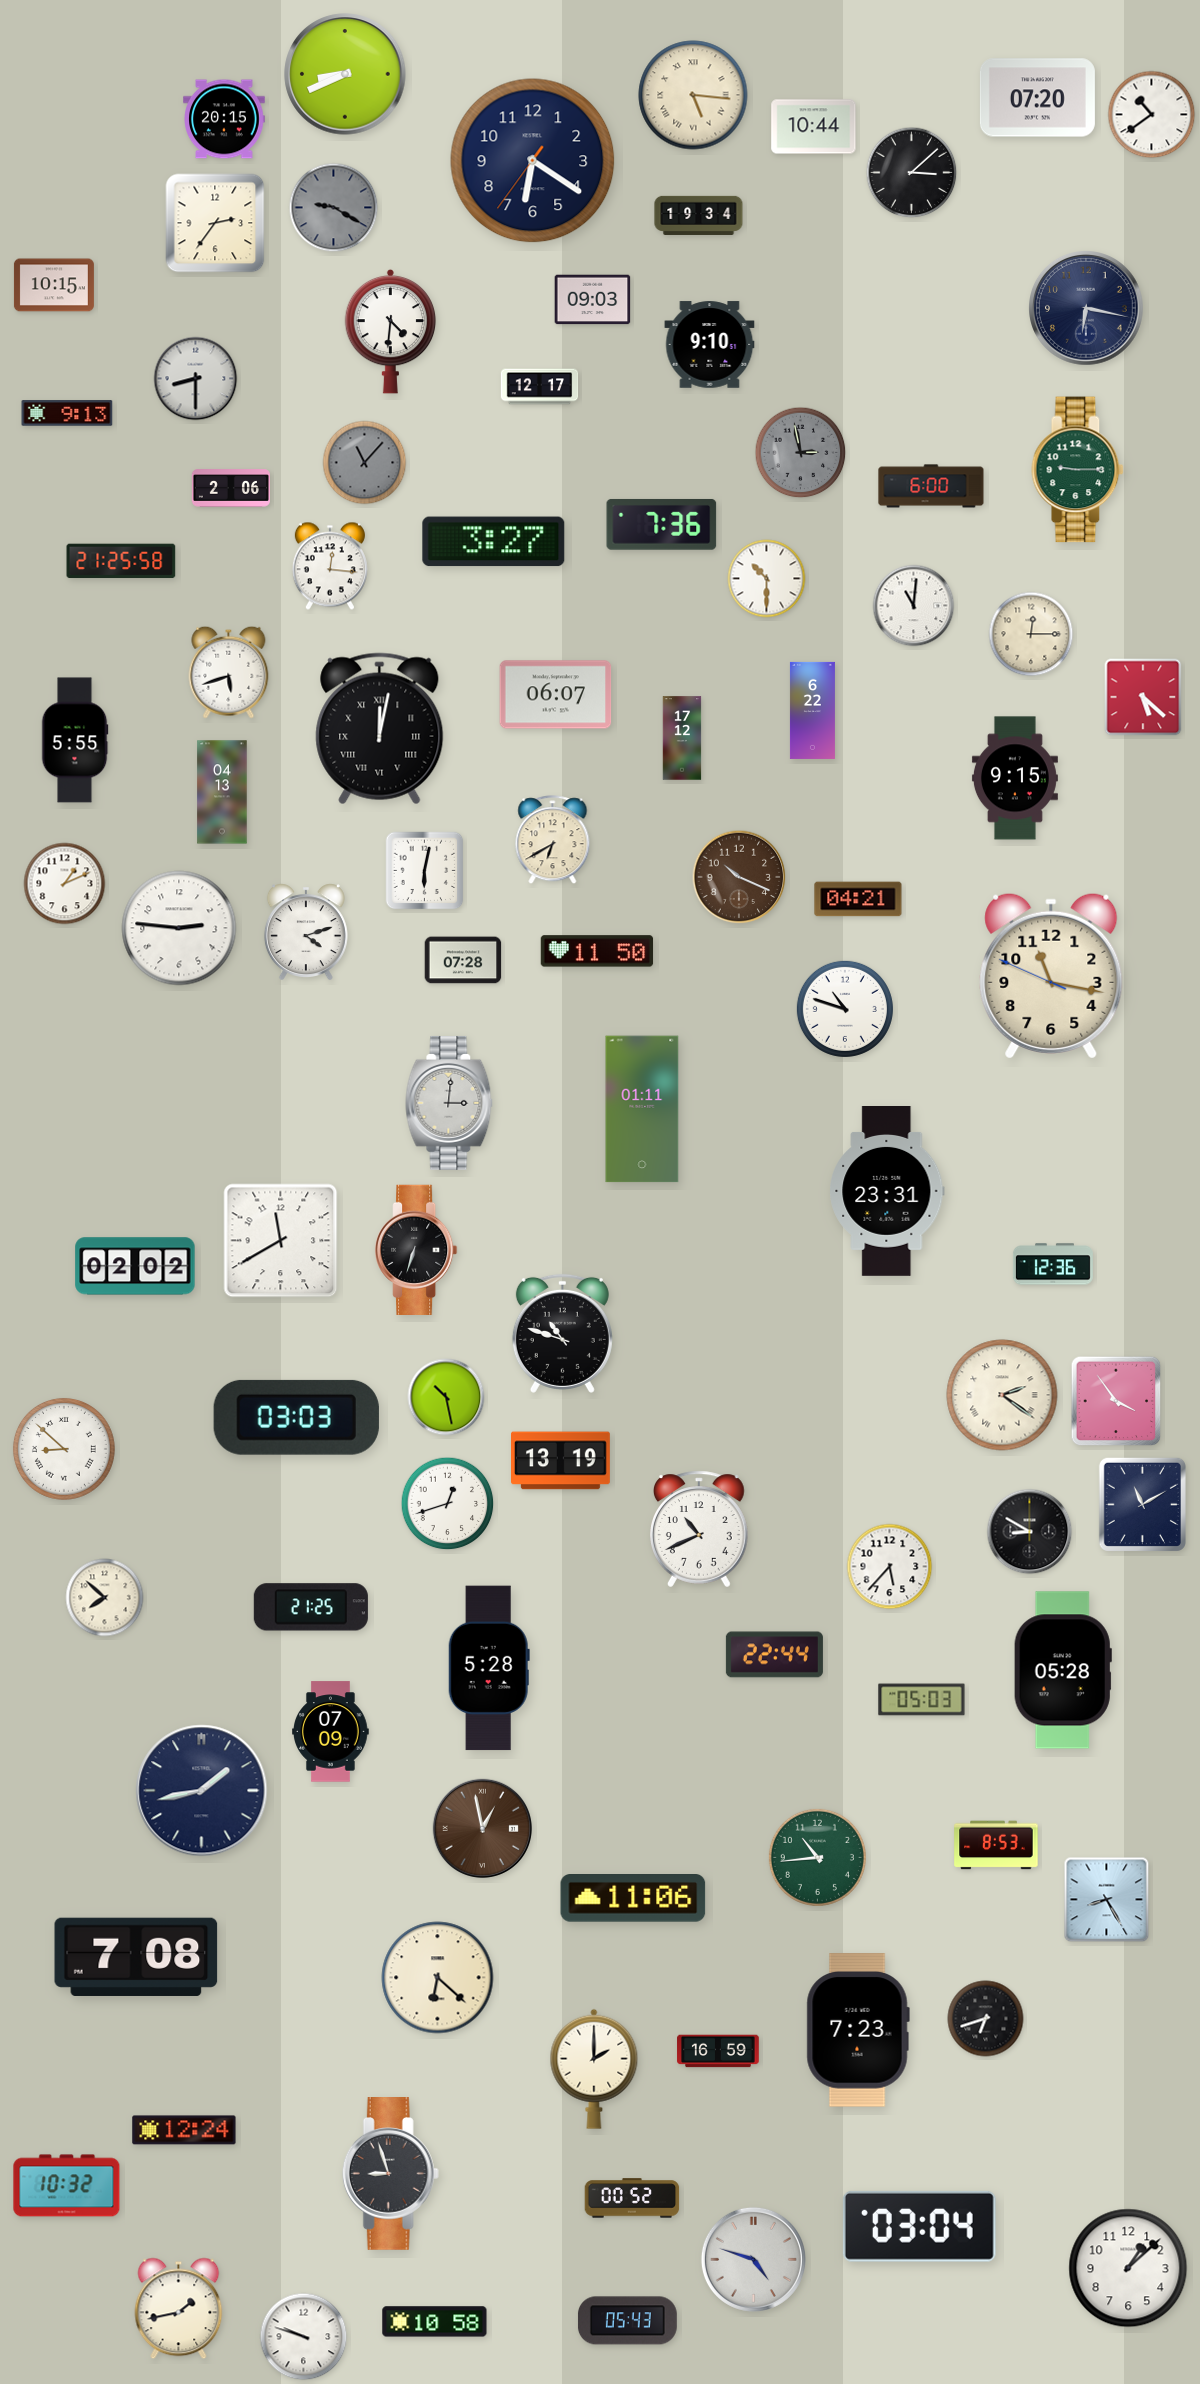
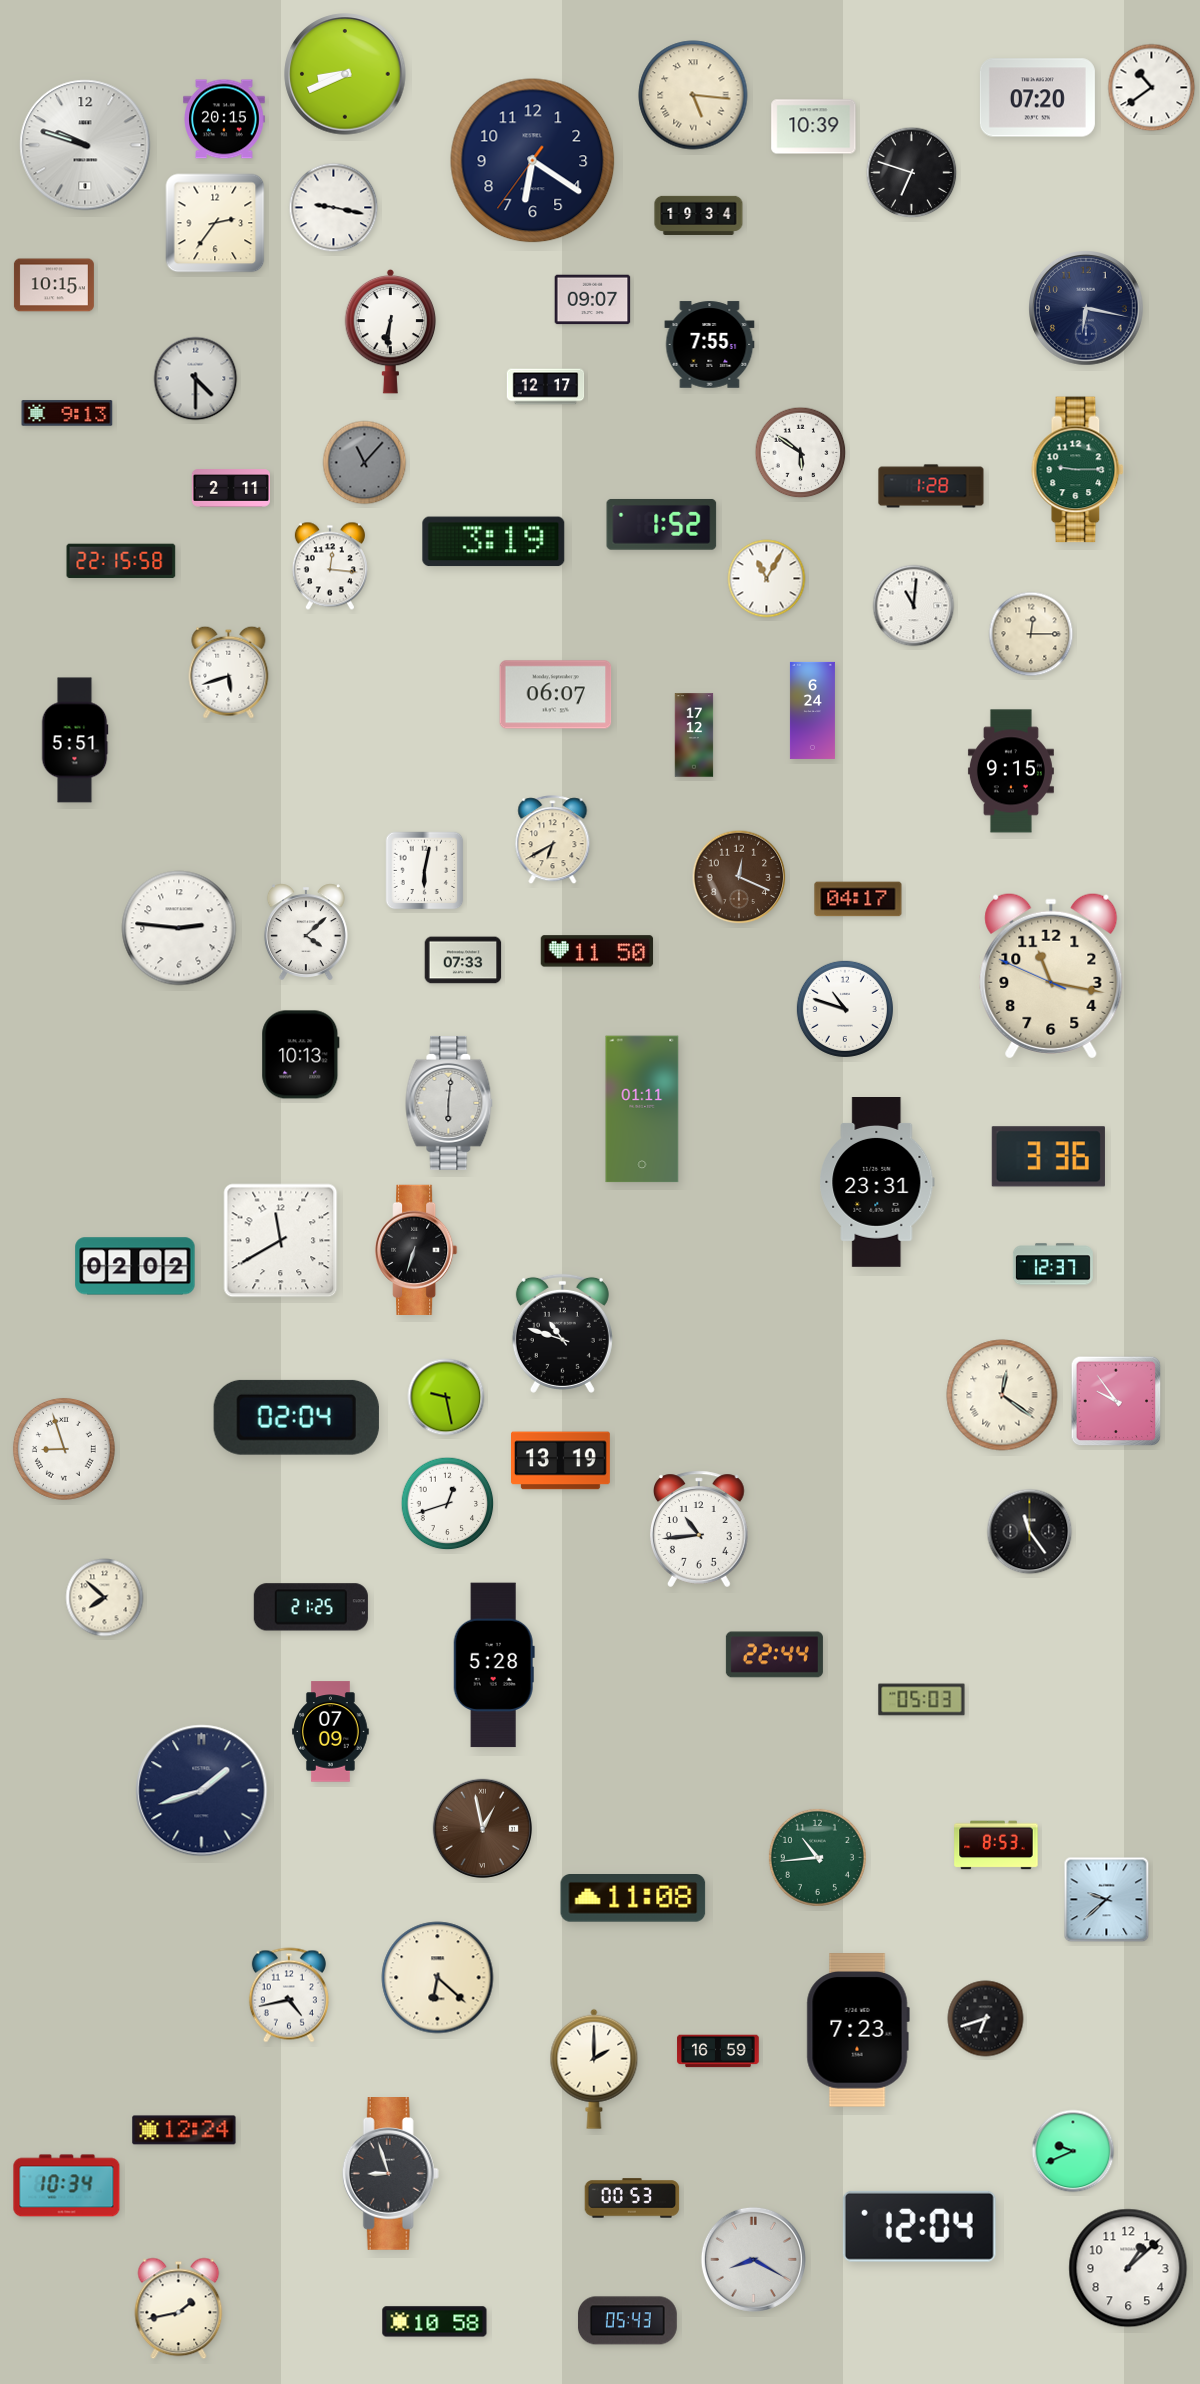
clock at (1152, 115) position: (1152, 115) -> (1152, 88)
clock at (814, 127): 10:44 -> 10:39
clock at (85, 145): none -> 9:48
clock at (912, 173): 3:08 -> 6:48
clock at (334, 208): 9:20 -> 9:17
clock at (334, 208) dial: grey -> white
clock at (593, 300): 09:03 -> 09:07
clock at (391, 331): 4:31 -> 6:31
clock at (710, 345): 9:10 -> 7:55
clock at (196, 379): 8:30 -> 4:30
clock at (540, 387) position: (540, 387) -> (546, 387)
clock at (801, 453): 2:58 -> 5:51
clock at (801, 453) dial: grey -> white
clock at (931, 486): 6:00 -> 1:28
clock at (230, 488): 2:06 -> 2:11
clock at (662, 524): 7:36 -> 1:52
clock at (494, 542): 3:27 -> 3:19
clock at (121, 561): 21:25 -> 22:15
clock at (767, 579): 10:30 -> 11:05
clock at (1143, 697): 5:22 -> none
clock at (812, 710): 6:22 -> 6:24
clock at (380, 729): 12:02 -> none
clock at (682, 738) position: (682, 738) -> (694, 735)
clock at (75, 740): 5:55 -> 5:51
clock at (1015, 778) position: (1015, 778) -> (1011, 771)
clock at (222, 792): 04:13 -> none
clock at (739, 877): 10:19 -> 12:19
clock at (65, 884): 1:11 -> none
clock at (858, 899): 04:21 -> 04:17
clock at (306, 931): 4:12 -> 4:08
clock at (463, 960): 07:28 -> 07:33
clock at (301, 1055): none -> 10:13
clock at (449, 1103): 3:01 -> 6:01
clock at (1048, 1157): none -> 3:36
clock at (887, 1192) position: (887, 1192) -> (877, 1183)
clock at (1053, 1264): 12:36 -> 12:37
clock at (1002, 1395): 2:21 -> 12:21
clock at (446, 1397): 10:28 -> 9:28
clock at (1116, 1401): 3:54 -> 9:54
clock at (296, 1417): 03:03 -> 02:04
clock at (64, 1449): 8:52 -> 8:57
clock at (1142, 1504): 11:10 -> none
clock at (700, 1529): 10:41 -> 10:44
clock at (1030, 1532): 8:50 -> 11:24
clock at (890, 1567): 5:37 -> none
clock at (489, 1668) position: (489, 1668) -> (494, 1665)
clock at (1063, 1670): 05:28 -> none
clock at (202, 1791): 1:43 -> 1:42
clock at (633, 1899): 11:06 -> 11:08
clock at (1107, 1900): 8:25 -> 9:38
clock at (136, 1957): 7:08 -> none
clock at (289, 1995): none -> 4:43
clock at (1073, 2151): none -> 9:41
clock at (67, 2186): 10:32 -> 10:34
clock at (632, 2198): 00:52 -> 00:53
clock at (919, 2226): 03:04 -> 12:04
clock at (753, 2259): 4:48 -> 8:20
clock at (304, 2337): 9:48 -> none
